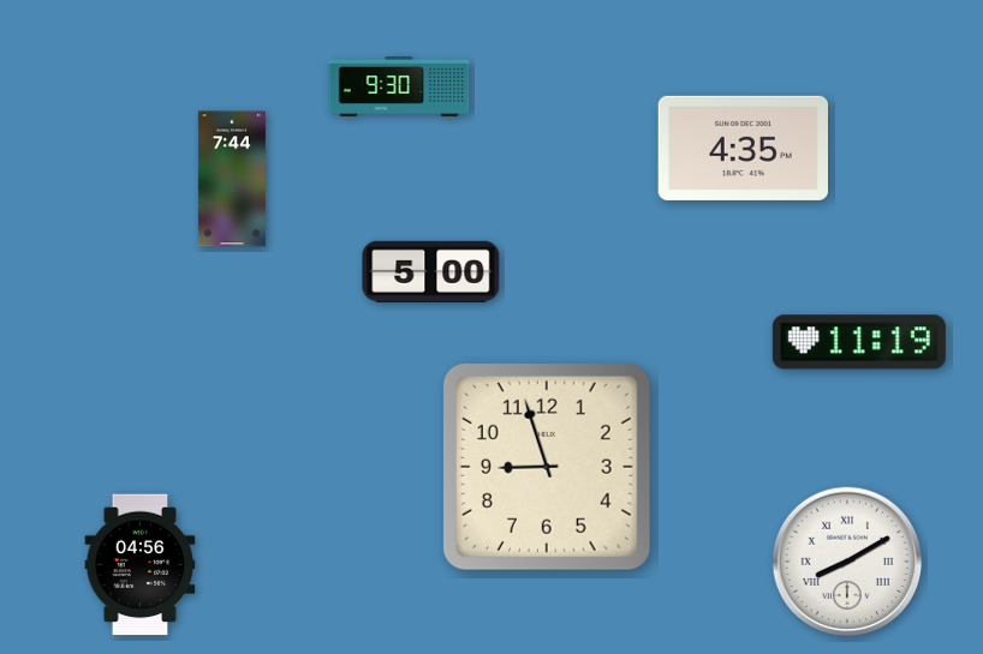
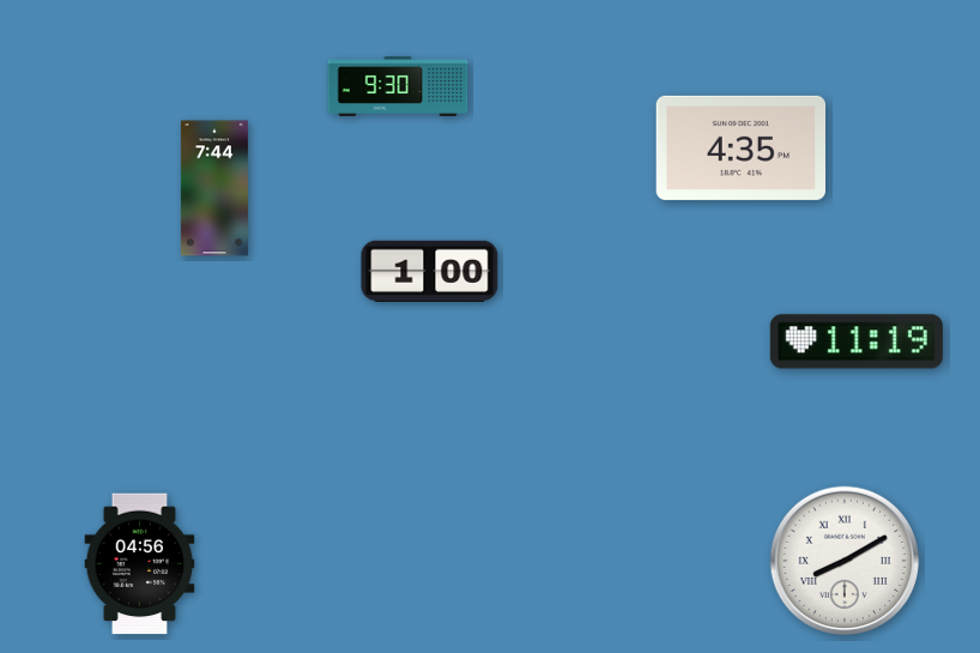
clock at (232, 179) position: (232, 179) -> (214, 188)
clock at (431, 271): 5:00 -> 1:00
clock at (547, 467): 8:57 -> none
